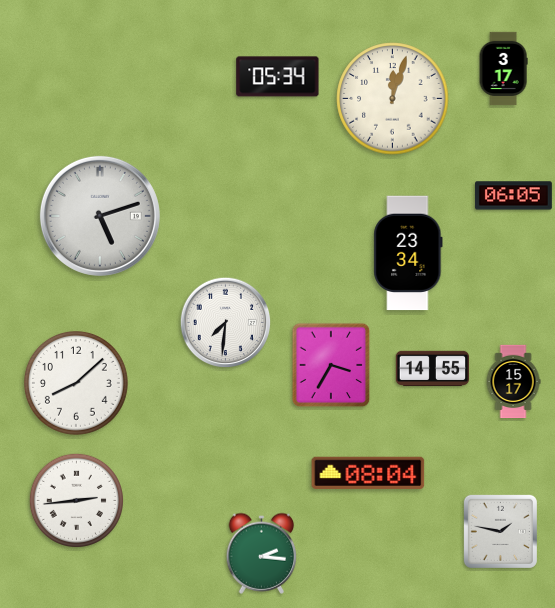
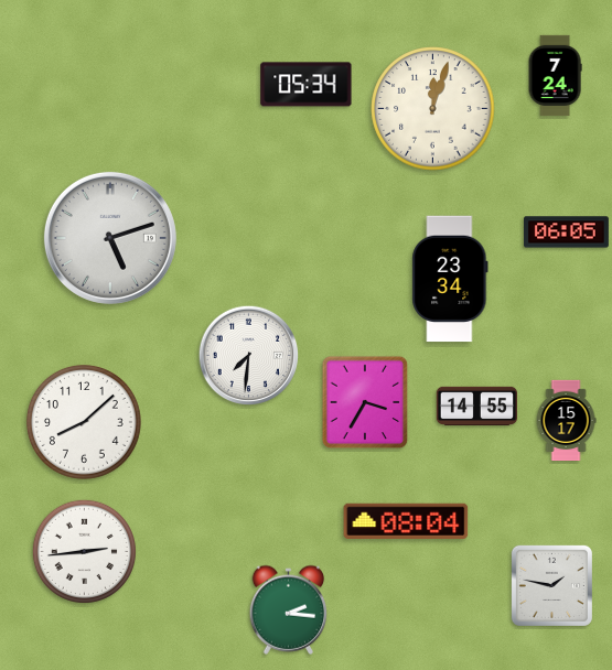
clock at (503, 69): 3:17 -> 7:24
clock at (514, 196) position: (514, 196) -> (567, 233)
